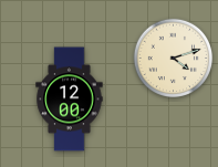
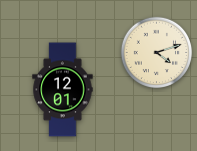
clock at (70, 100): 12:00 -> 12:01
